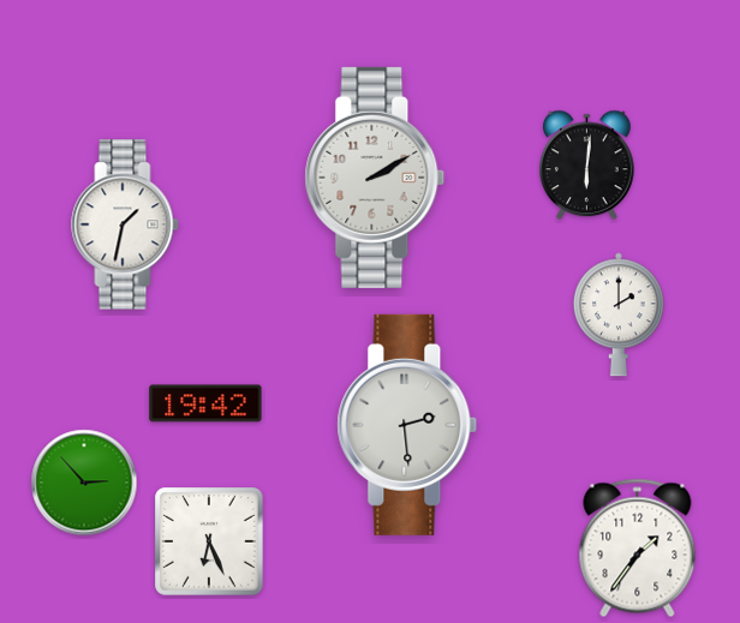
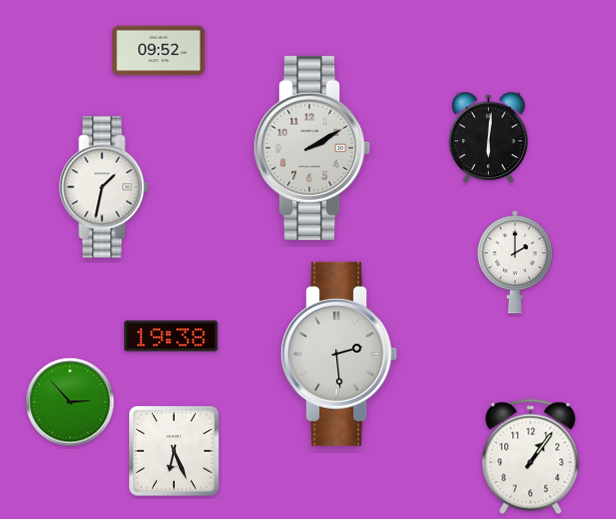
clock at (159, 51): none -> 09:52
clock at (205, 403): 19:42 -> 19:38
clock at (638, 549): 1:36 -> 1:06
